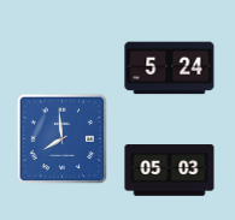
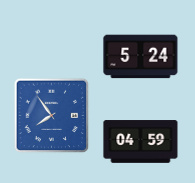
clock at (63, 139): 7:59 -> 7:54
clock at (170, 171): 05:03 -> 04:59
